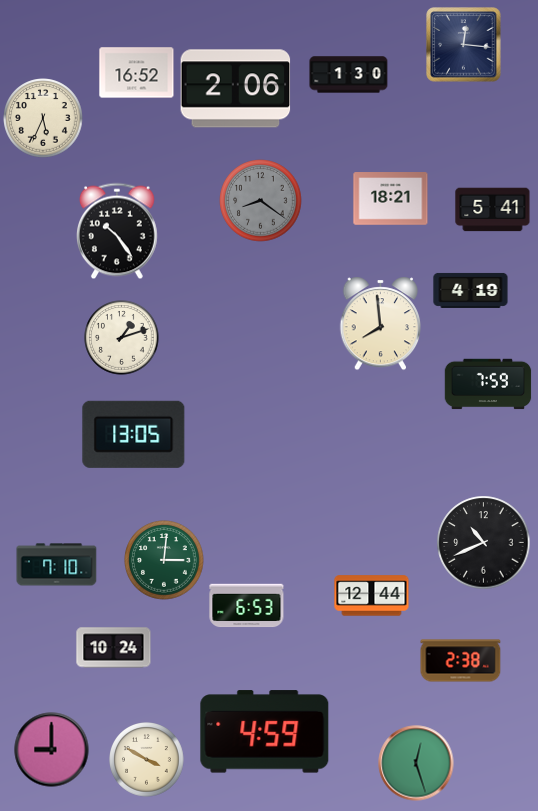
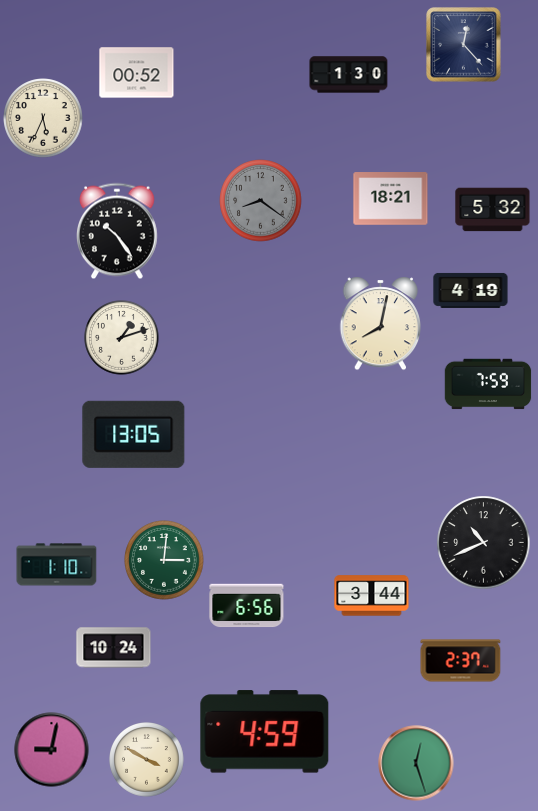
clock at (464, 45): 12:16 -> 12:23
clock at (137, 73): 16:52 -> 00:52
clock at (236, 89): 2:06 -> none
clock at (493, 210): 5:41 -> 5:32
clock at (381, 324): 7:59 -> 8:02
clock at (57, 565): 7:10 -> 1:10
clock at (372, 596): 12:44 -> 3:44
clock at (247, 606): 6:53 -> 6:56
clock at (461, 661): 2:38 -> 2:37
clock at (52, 750): 9:00 -> 9:02
